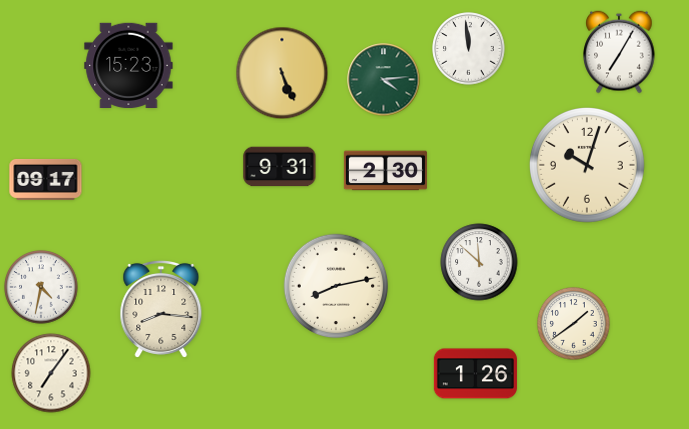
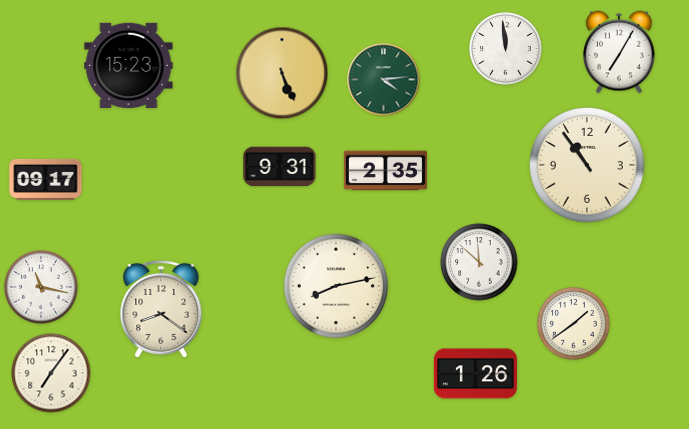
clock at (469, 49) position: (469, 49) -> (506, 49)
clock at (588, 166): 10:03 -> 10:54
clock at (385, 171): 2:30 -> 2:35
clock at (41, 287): 4:32 -> 11:17
clock at (161, 308): 8:16 -> 8:21
